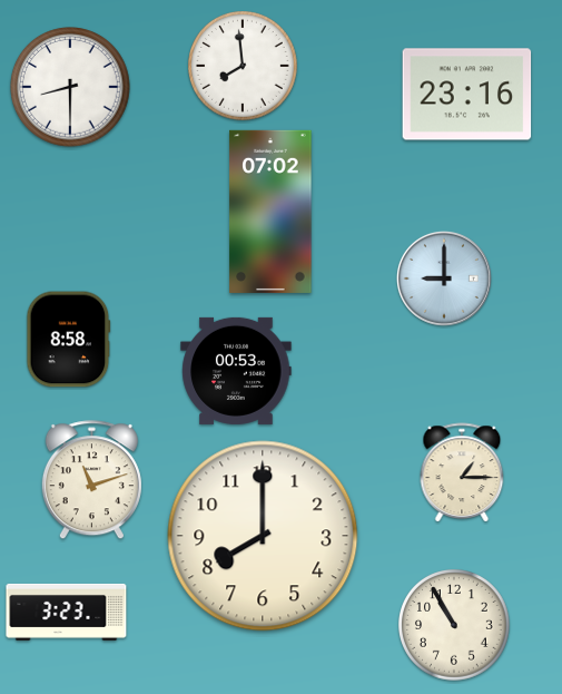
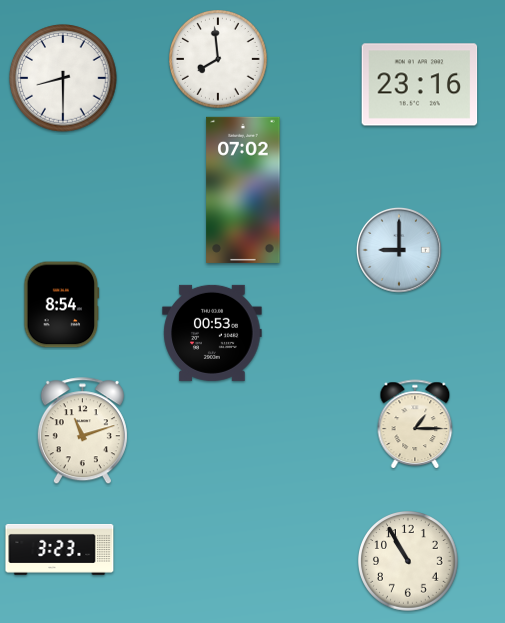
clock at (69, 340): 8:58 -> 8:54
clock at (263, 536): 8:00 -> none
